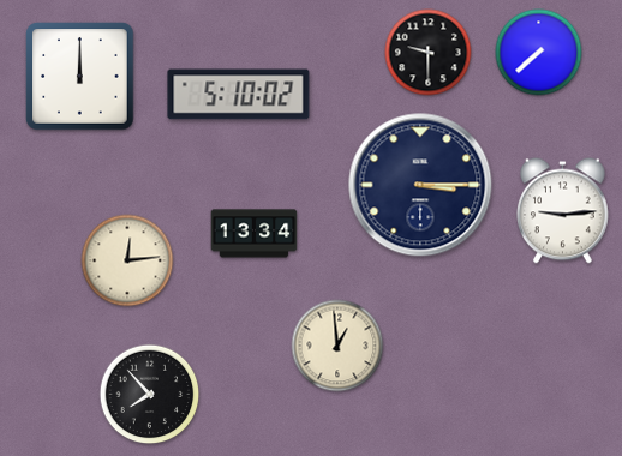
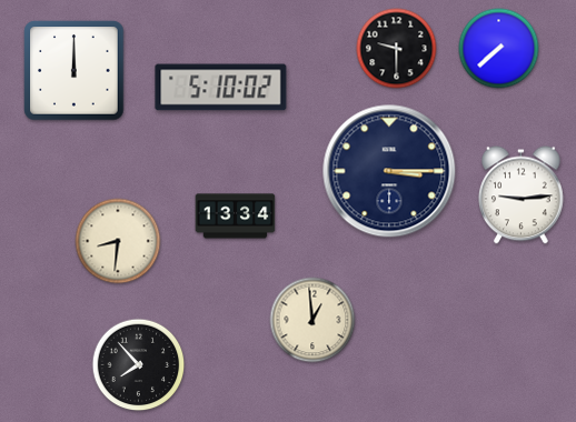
clock at (127, 260): 12:14 -> 8:31
